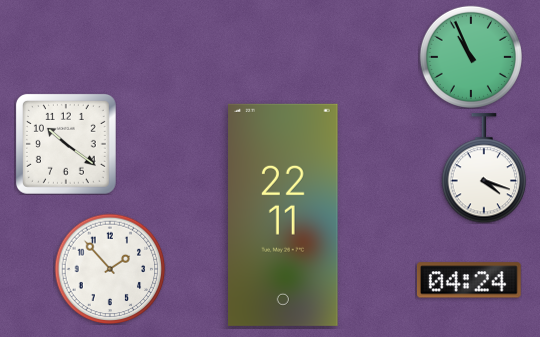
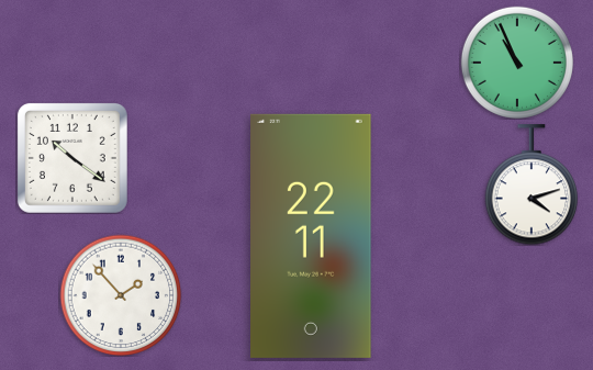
clock at (484, 168): 4:18 -> 4:12
clock at (469, 280): 04:24 -> none
